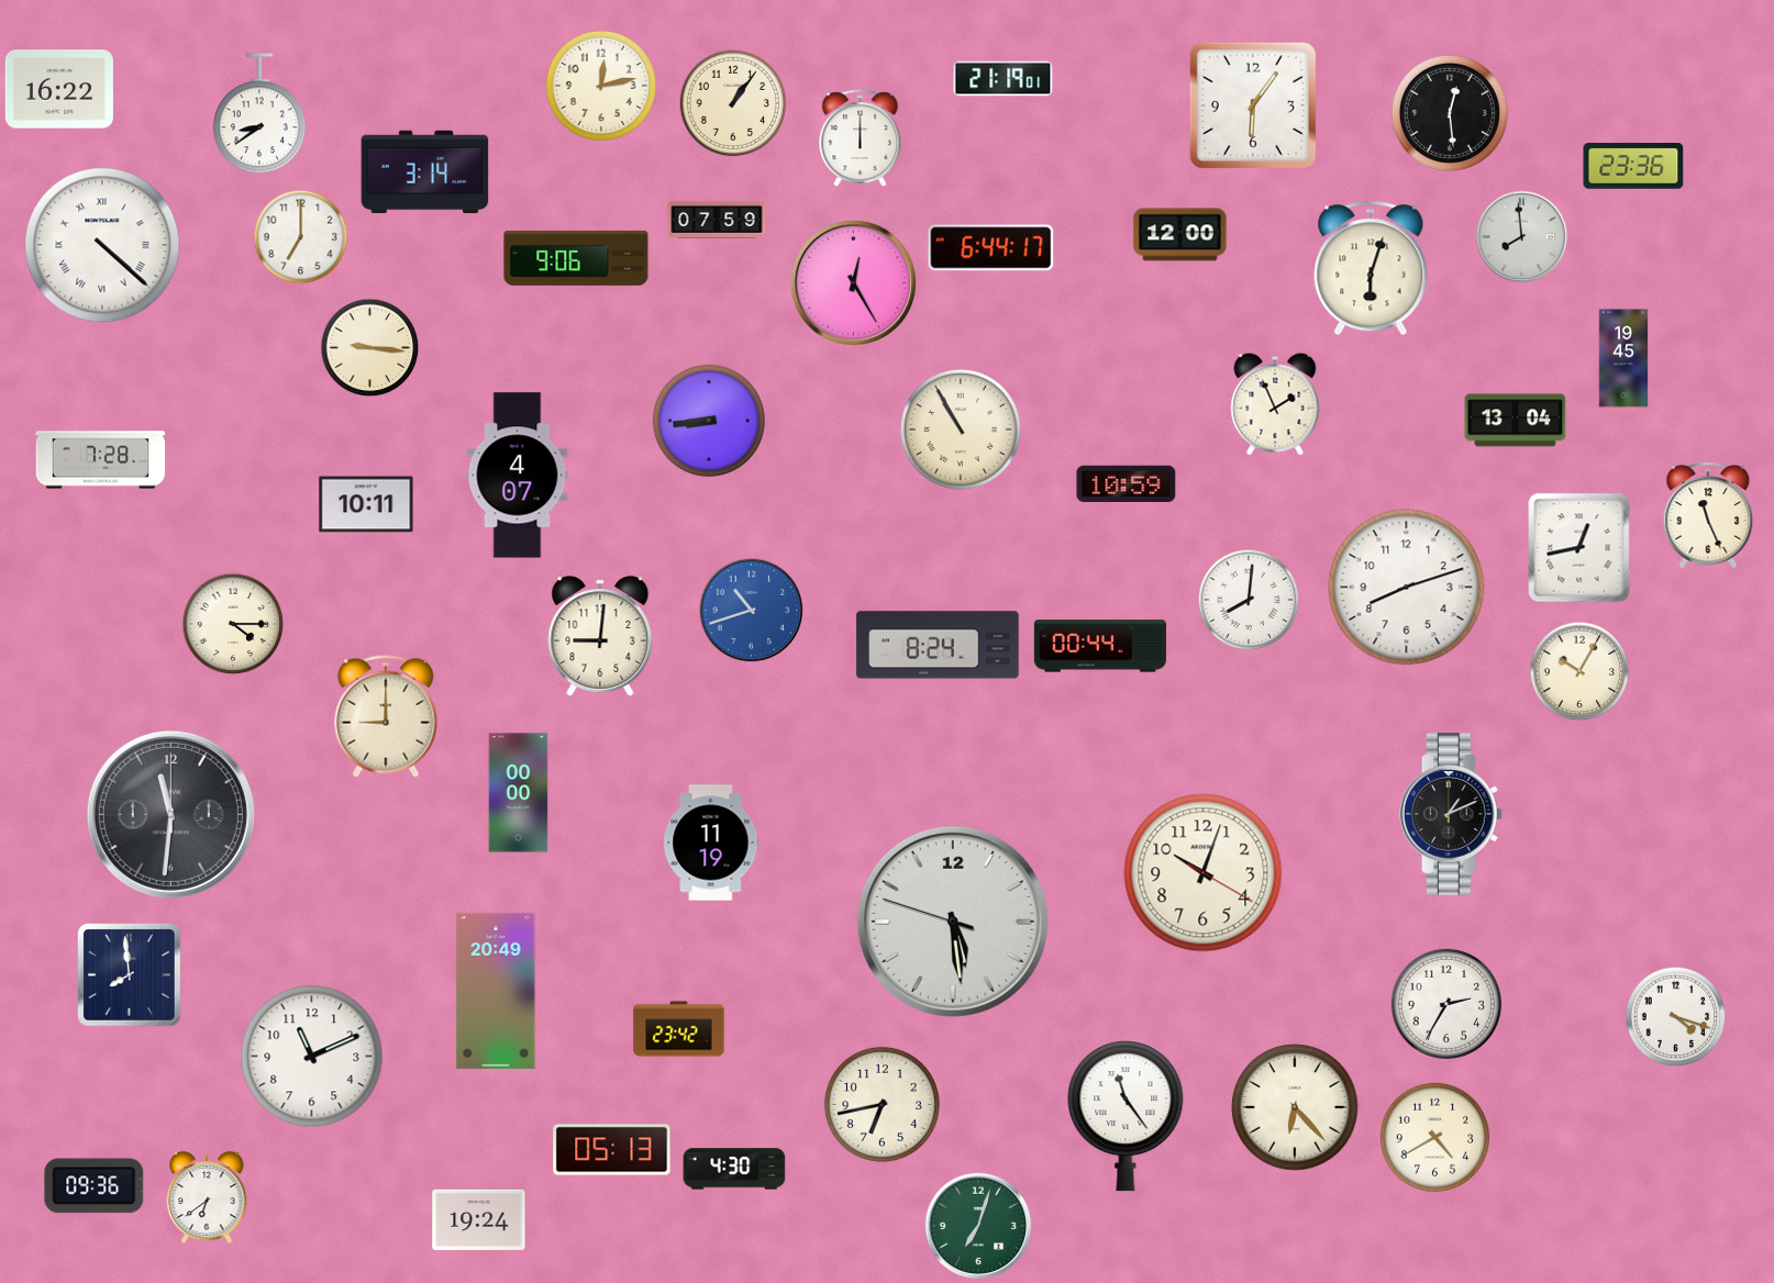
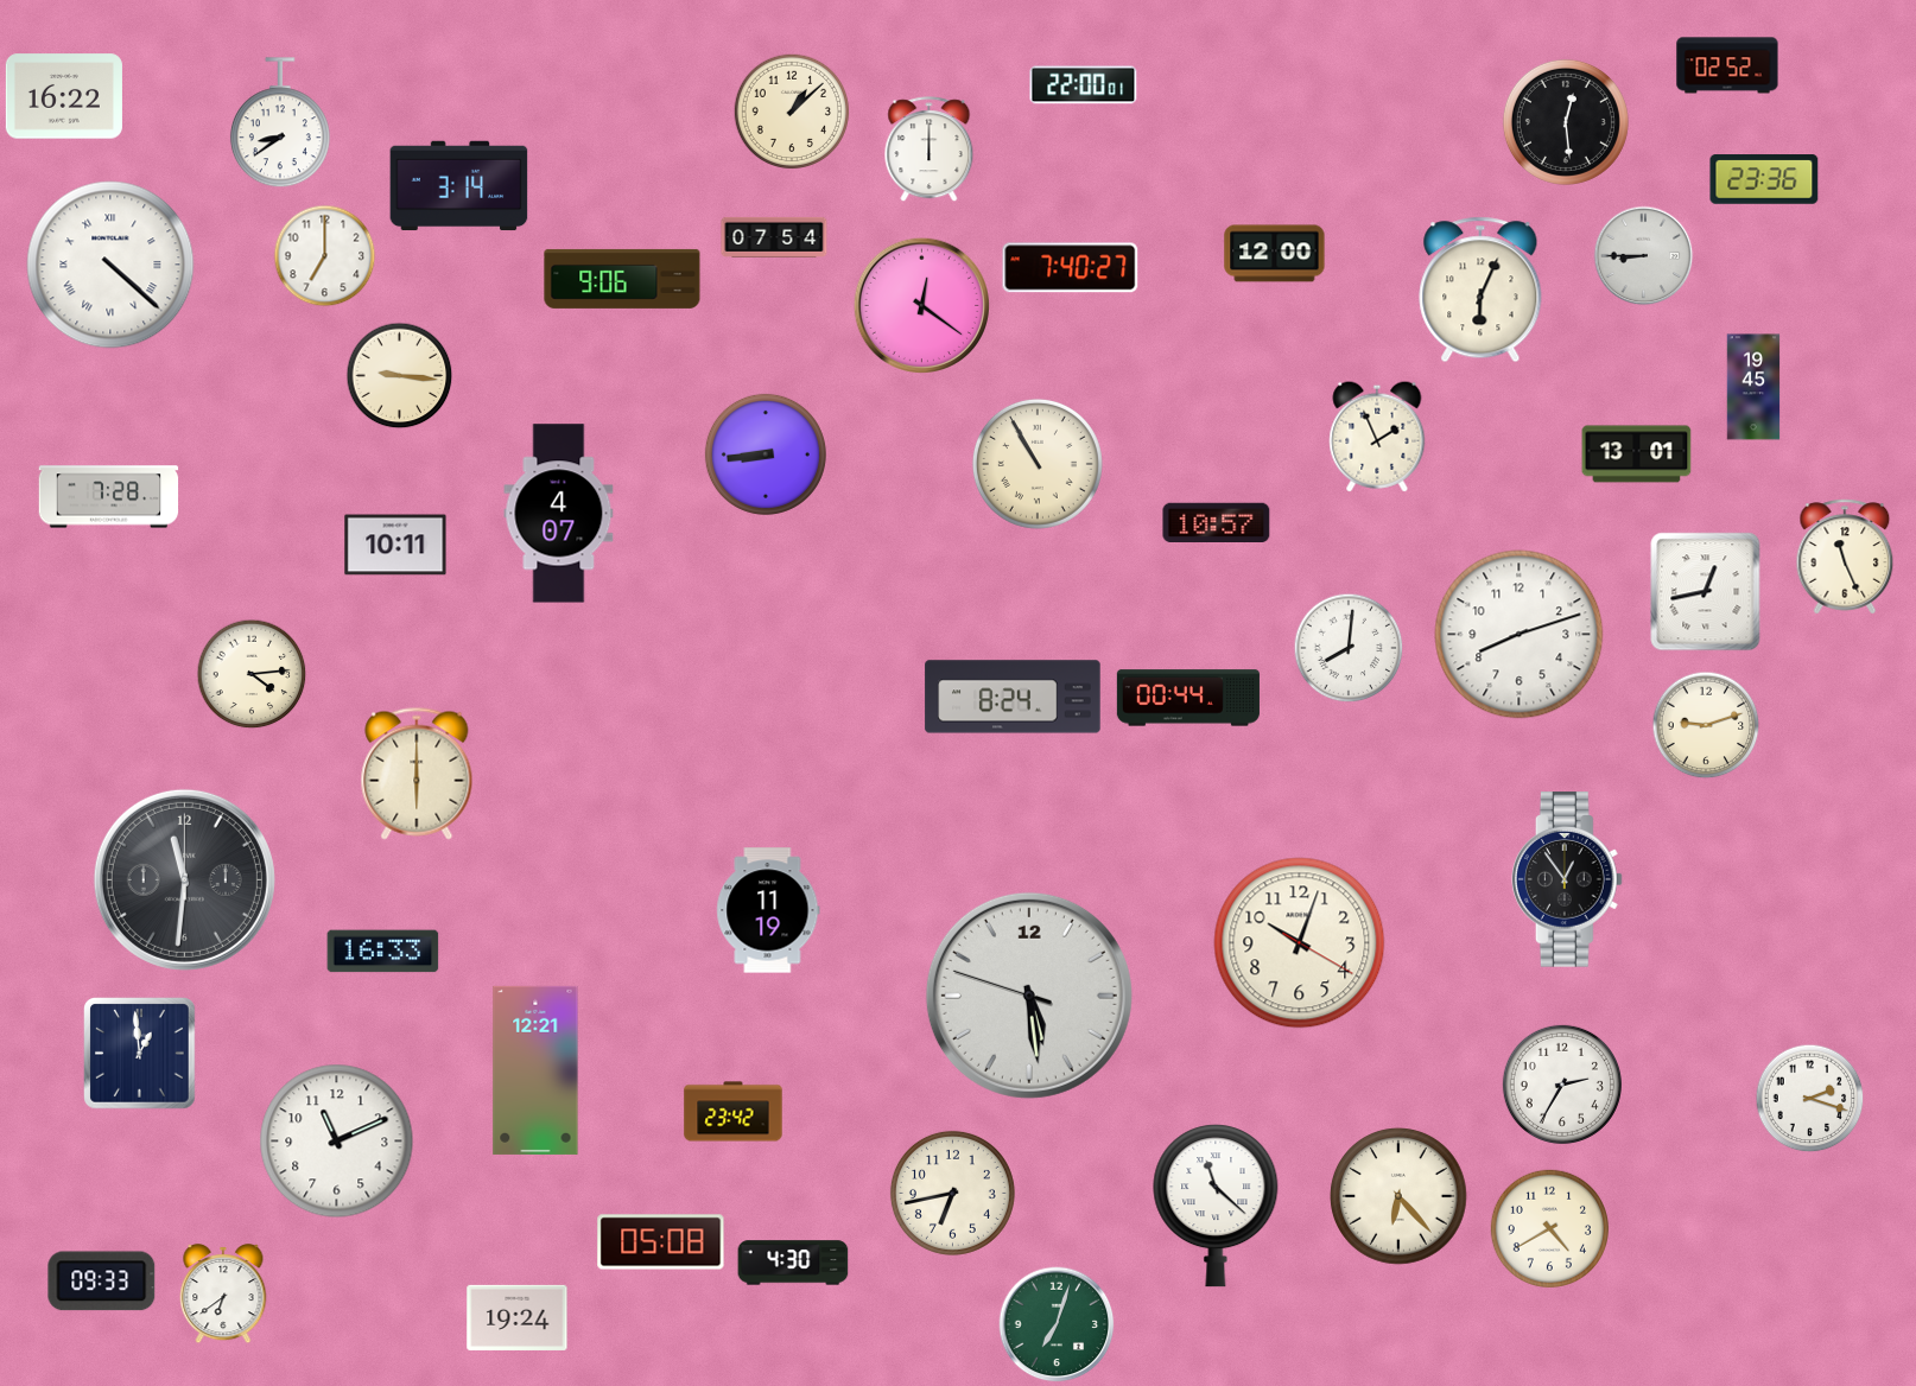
clock at (1727, 65): none -> 02:52
clock at (1004, 79): 21:19 -> 22:00
clock at (601, 86): 12:13 -> none
clock at (733, 103): 1:06 -> 1:08
clock at (1253, 105): 6:06 -> none
clock at (717, 220): 07:59 -> 07:54
clock at (1522, 237): 7:59 -> 8:45
clock at (991, 248): 6:44 -> 7:40
clock at (1371, 268): 6:03 -> 6:04
clock at (854, 283): 12:25 -> 12:21
clock at (1516, 421): 13:04 -> 13:01
clock at (1127, 483): 10:59 -> 10:57
clock at (752, 611): 10:42 -> none
clock at (233, 624): 4:15 -> 4:14
clock at (600, 636): 9:01 -> none
clock at (1579, 671): 10:05 -> 9:12
clock at (386, 716): 9:00 -> 6:00
clock at (519, 793): 00:00 -> none
clock at (1451, 814): 1:11 -> 12:54
clock at (383, 952): none -> 16:33
clock at (130, 975): 7:59 -> 12:59
clock at (496, 991): 20:49 -> 12:21
clock at (1676, 1017): 4:18 -> 2:18
clock at (1126, 1116): 11:24 -> 11:22
clock at (612, 1150): 05:13 -> 05:08
clock at (95, 1186): 09:36 -> 09:33
